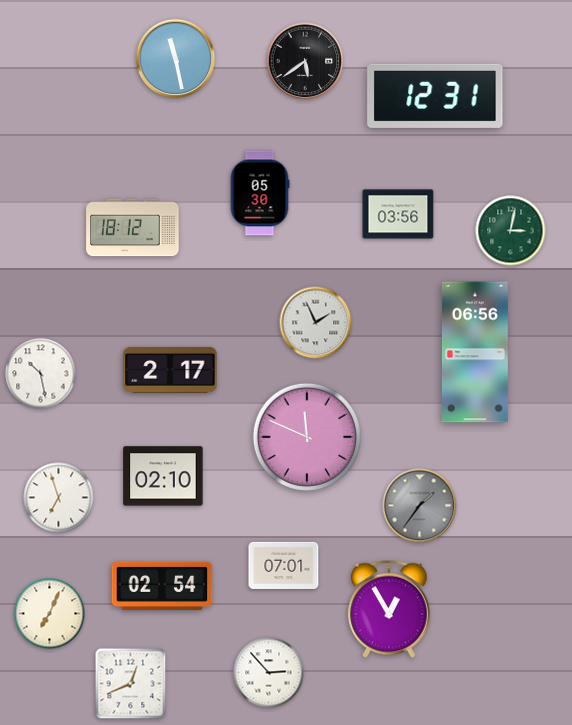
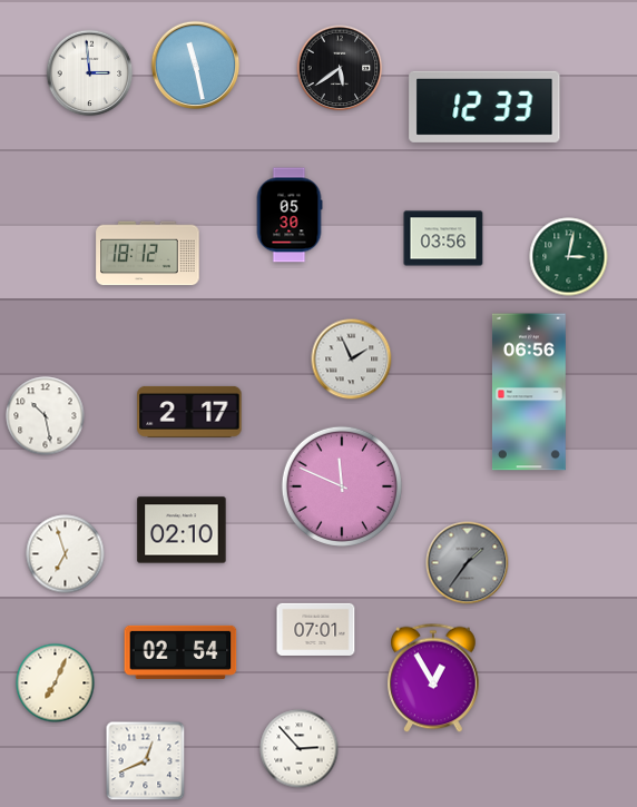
clock at (90, 73): none -> 2:59
clock at (435, 96): 12:31 -> 12:33
